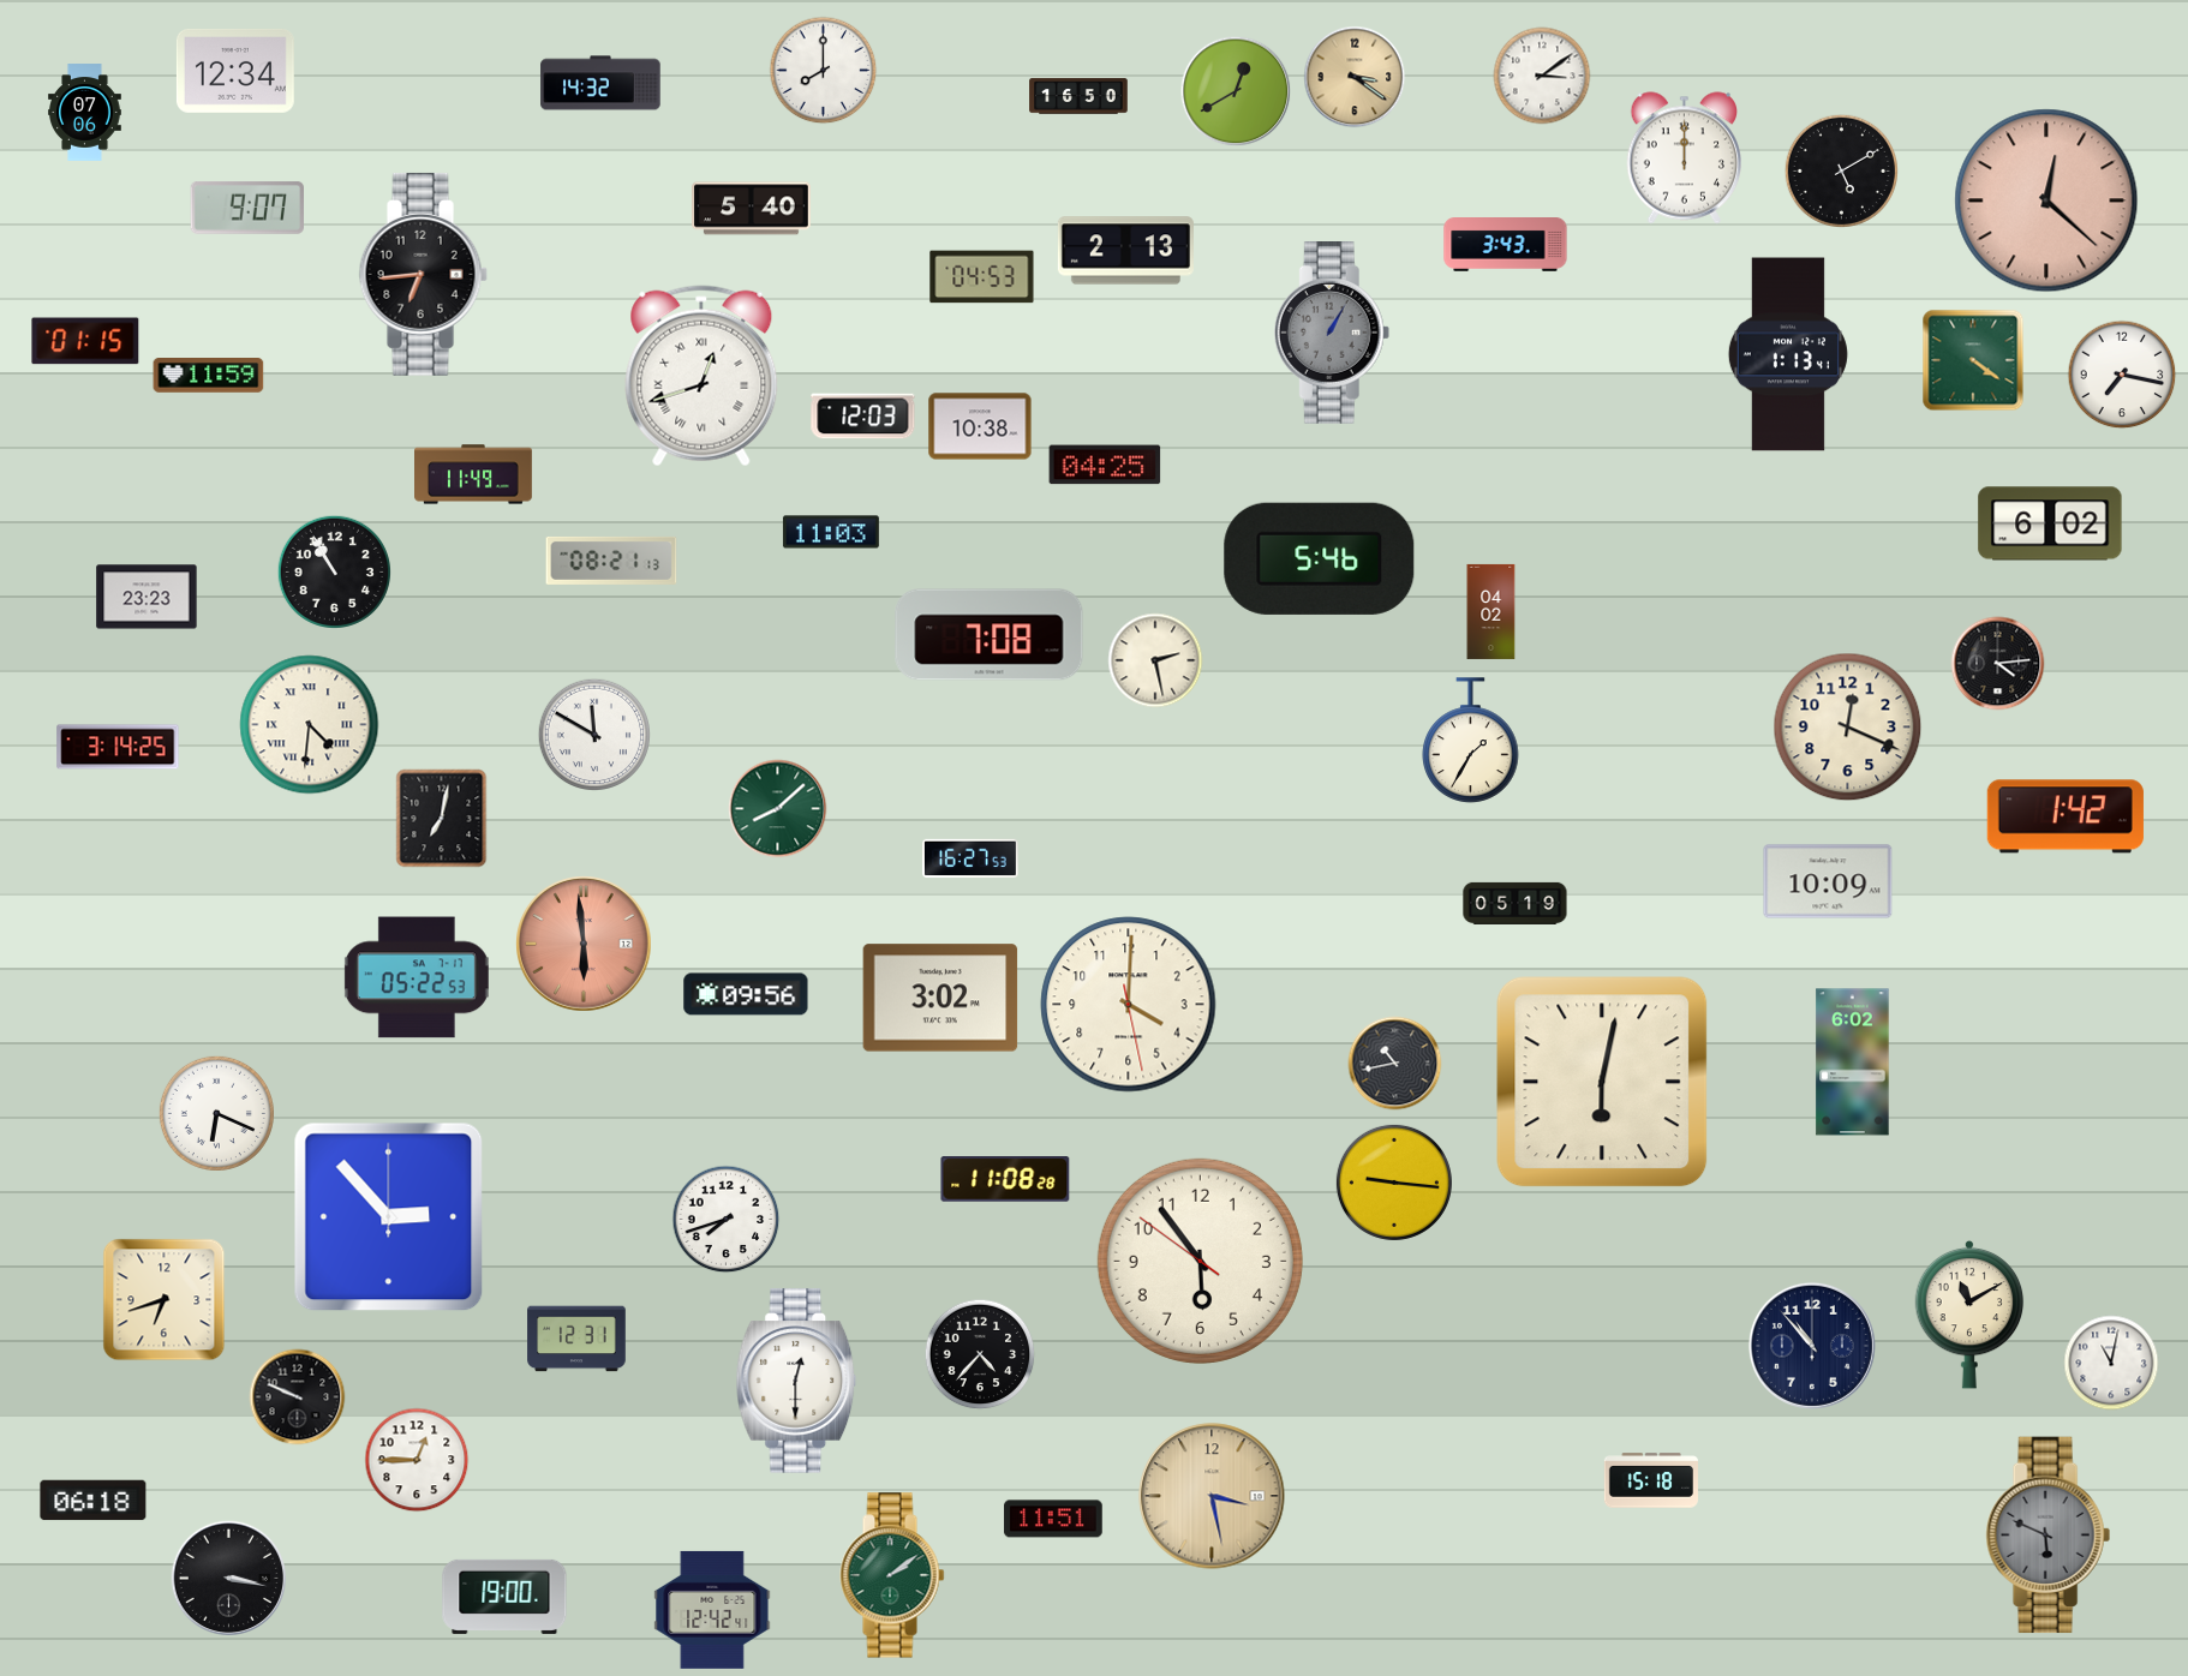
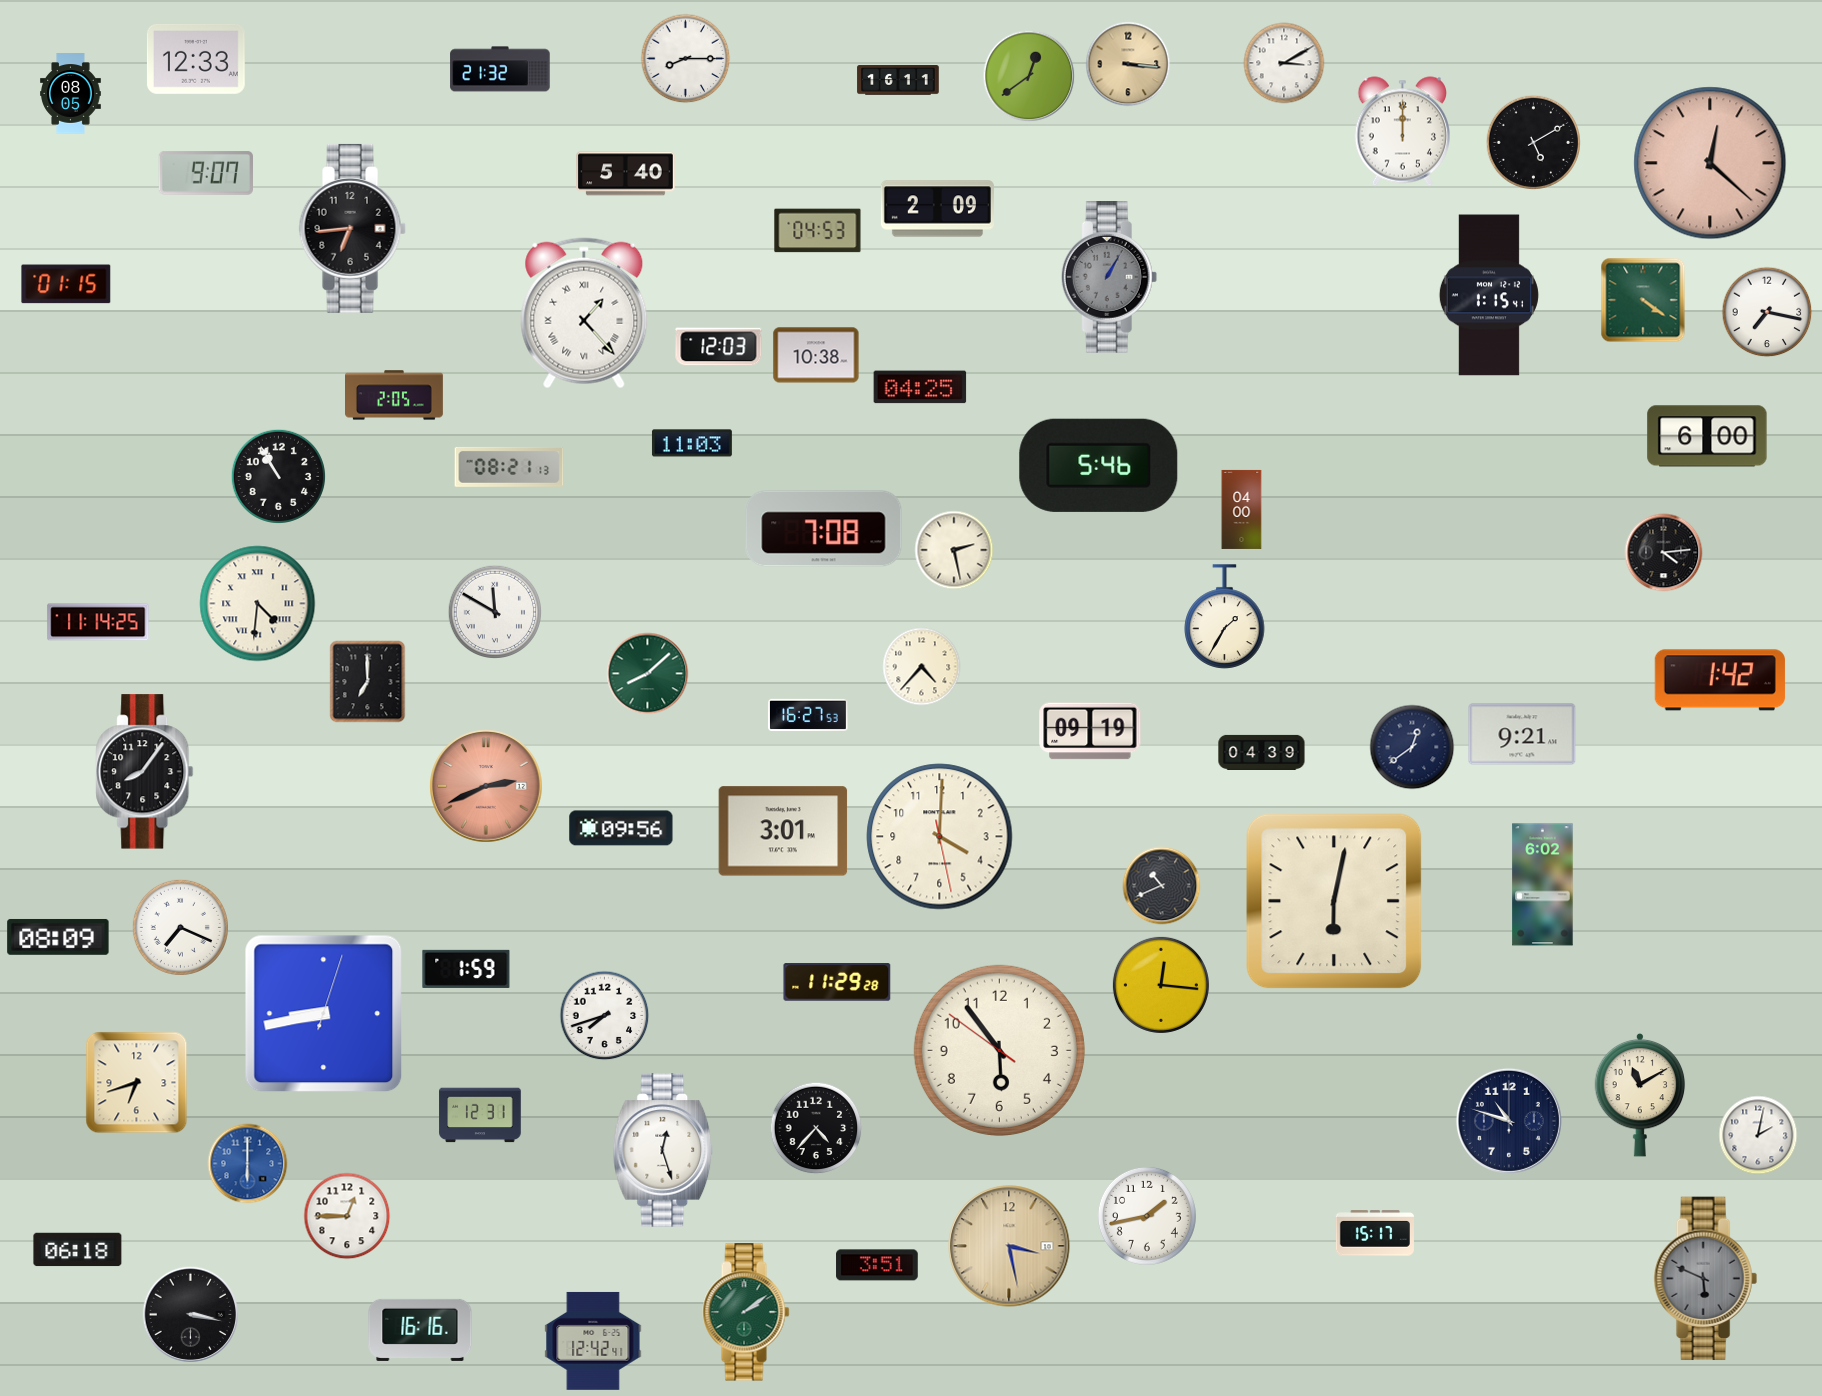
clock at (235, 71): 12:34 -> 12:33
clock at (824, 71): 8:00 -> 8:15
clock at (1542, 76): 3:09 -> 3:10
clock at (1355, 77): 3:21 -> 3:16
clock at (600, 83): 14:32 -> 21:32
clock at (1236, 91): 12:40 -> 12:39
clock at (1078, 96): 16:50 -> 16:11
clock at (85, 113): 07:06 -> 08:05
clock at (2046, 200) position: (2046, 200) -> (1710, 163)
clock at (1506, 245): 3:43 -> none
clock at (1125, 251): 2:13 -> 2:09
clock at (85, 341) position: (85, 341) -> (66, 284)
clock at (1788, 354): 1:13 -> 1:15
clock at (209, 376): 11:59 -> none
clock at (701, 376): 12:42 -> 1:23
clock at (474, 474): 11:49 -> 2:05
clock at (2050, 523): 6:02 -> 6:00
clock at (147, 597): 23:23 -> none
clock at (1491, 611): 04:02 -> 04:00
clock at (1155, 660) position: (1155, 660) -> (954, 550)
clock at (1848, 728): 12:19 -> none
clock at (118, 747): 3:14 -> 11:14
clock at (922, 667): none -> 4:37
clock at (442, 819): 7:02 -> 7:00
clock at (1090, 731): none -> 09:19
clock at (1828, 881): 10:09 -> 9:21
clock at (1412, 747): none -> 12:39
clock at (1516, 903): 05:19 -> 04:39
clock at (145, 772): none -> 8:06
clock at (585, 945): 5:59 -> 2:41
clock at (417, 977): 05:22 -> none
clock at (940, 998): 3:02 -> 3:01
clock at (1395, 1064): 10:43 -> 10:41
clock at (216, 1113): 6:19 -> 7:19
clock at (58, 937): none -> 08:09
clock at (466, 969): none -> 1:59
clock at (1005, 1179): 11:08 -> 11:29
clock at (1394, 1183): 9:16 -> 12:16
clock at (389, 1217): 2:53 -> 8:43
clock at (1812, 1346): 10:53 -> 10:48
clock at (2111, 1363): 11:02 -> 2:02
clock at (796, 1381): 12:30 -> 12:27
clock at (298, 1397): 9:49 -> 6:00
clock at (298, 1397) dial: black -> blue
clock at (1147, 1216): none -> 1:43
clock at (1651, 1480): 15:18 -> 15:17
clock at (1053, 1519): 11:51 -> 3:51
clock at (892, 1575) position: (892, 1575) -> (746, 1312)
clock at (504, 1597): 19:00 -> 16:16
